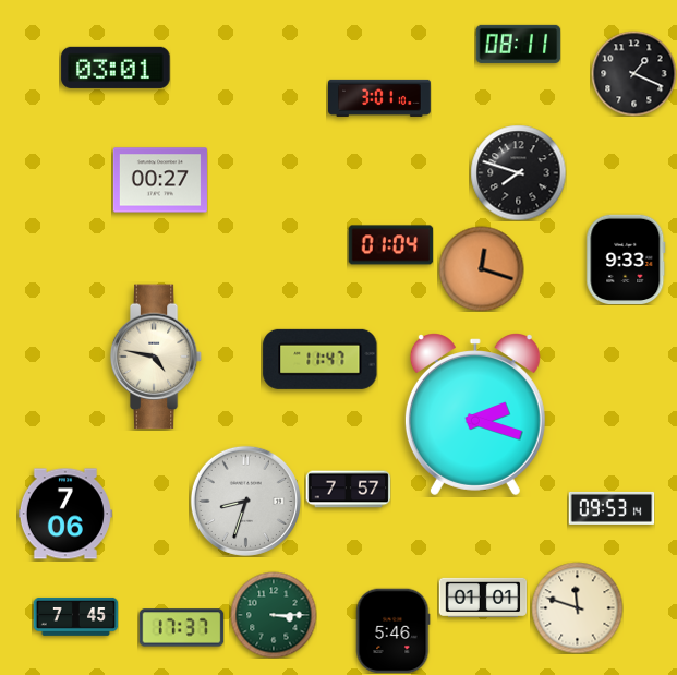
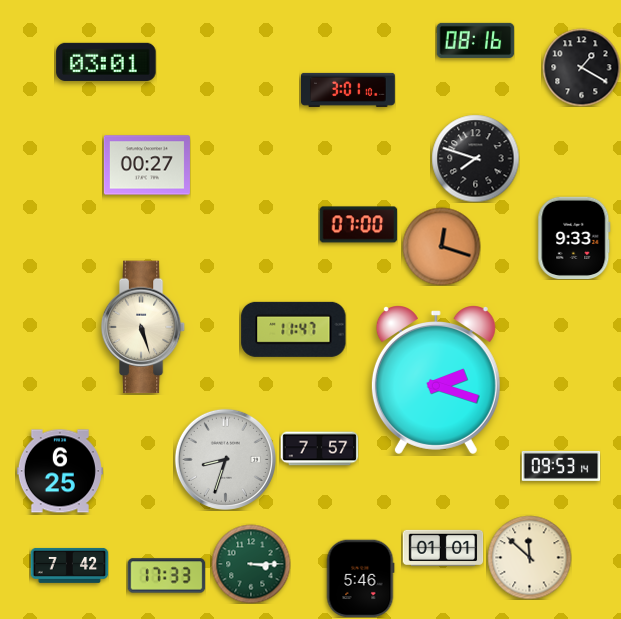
clock at (518, 44): 08:11 -> 08:16
clock at (633, 73): 1:19 -> 1:20
clock at (390, 245): 01:04 -> 07:00
clock at (156, 357): 4:47 -> 5:27
clock at (65, 514): 7:06 -> 6:25
clock at (577, 607): 11:48 -> 11:52
clock at (75, 616): 7:45 -> 7:42
clock at (181, 628): 17:37 -> 17:33
